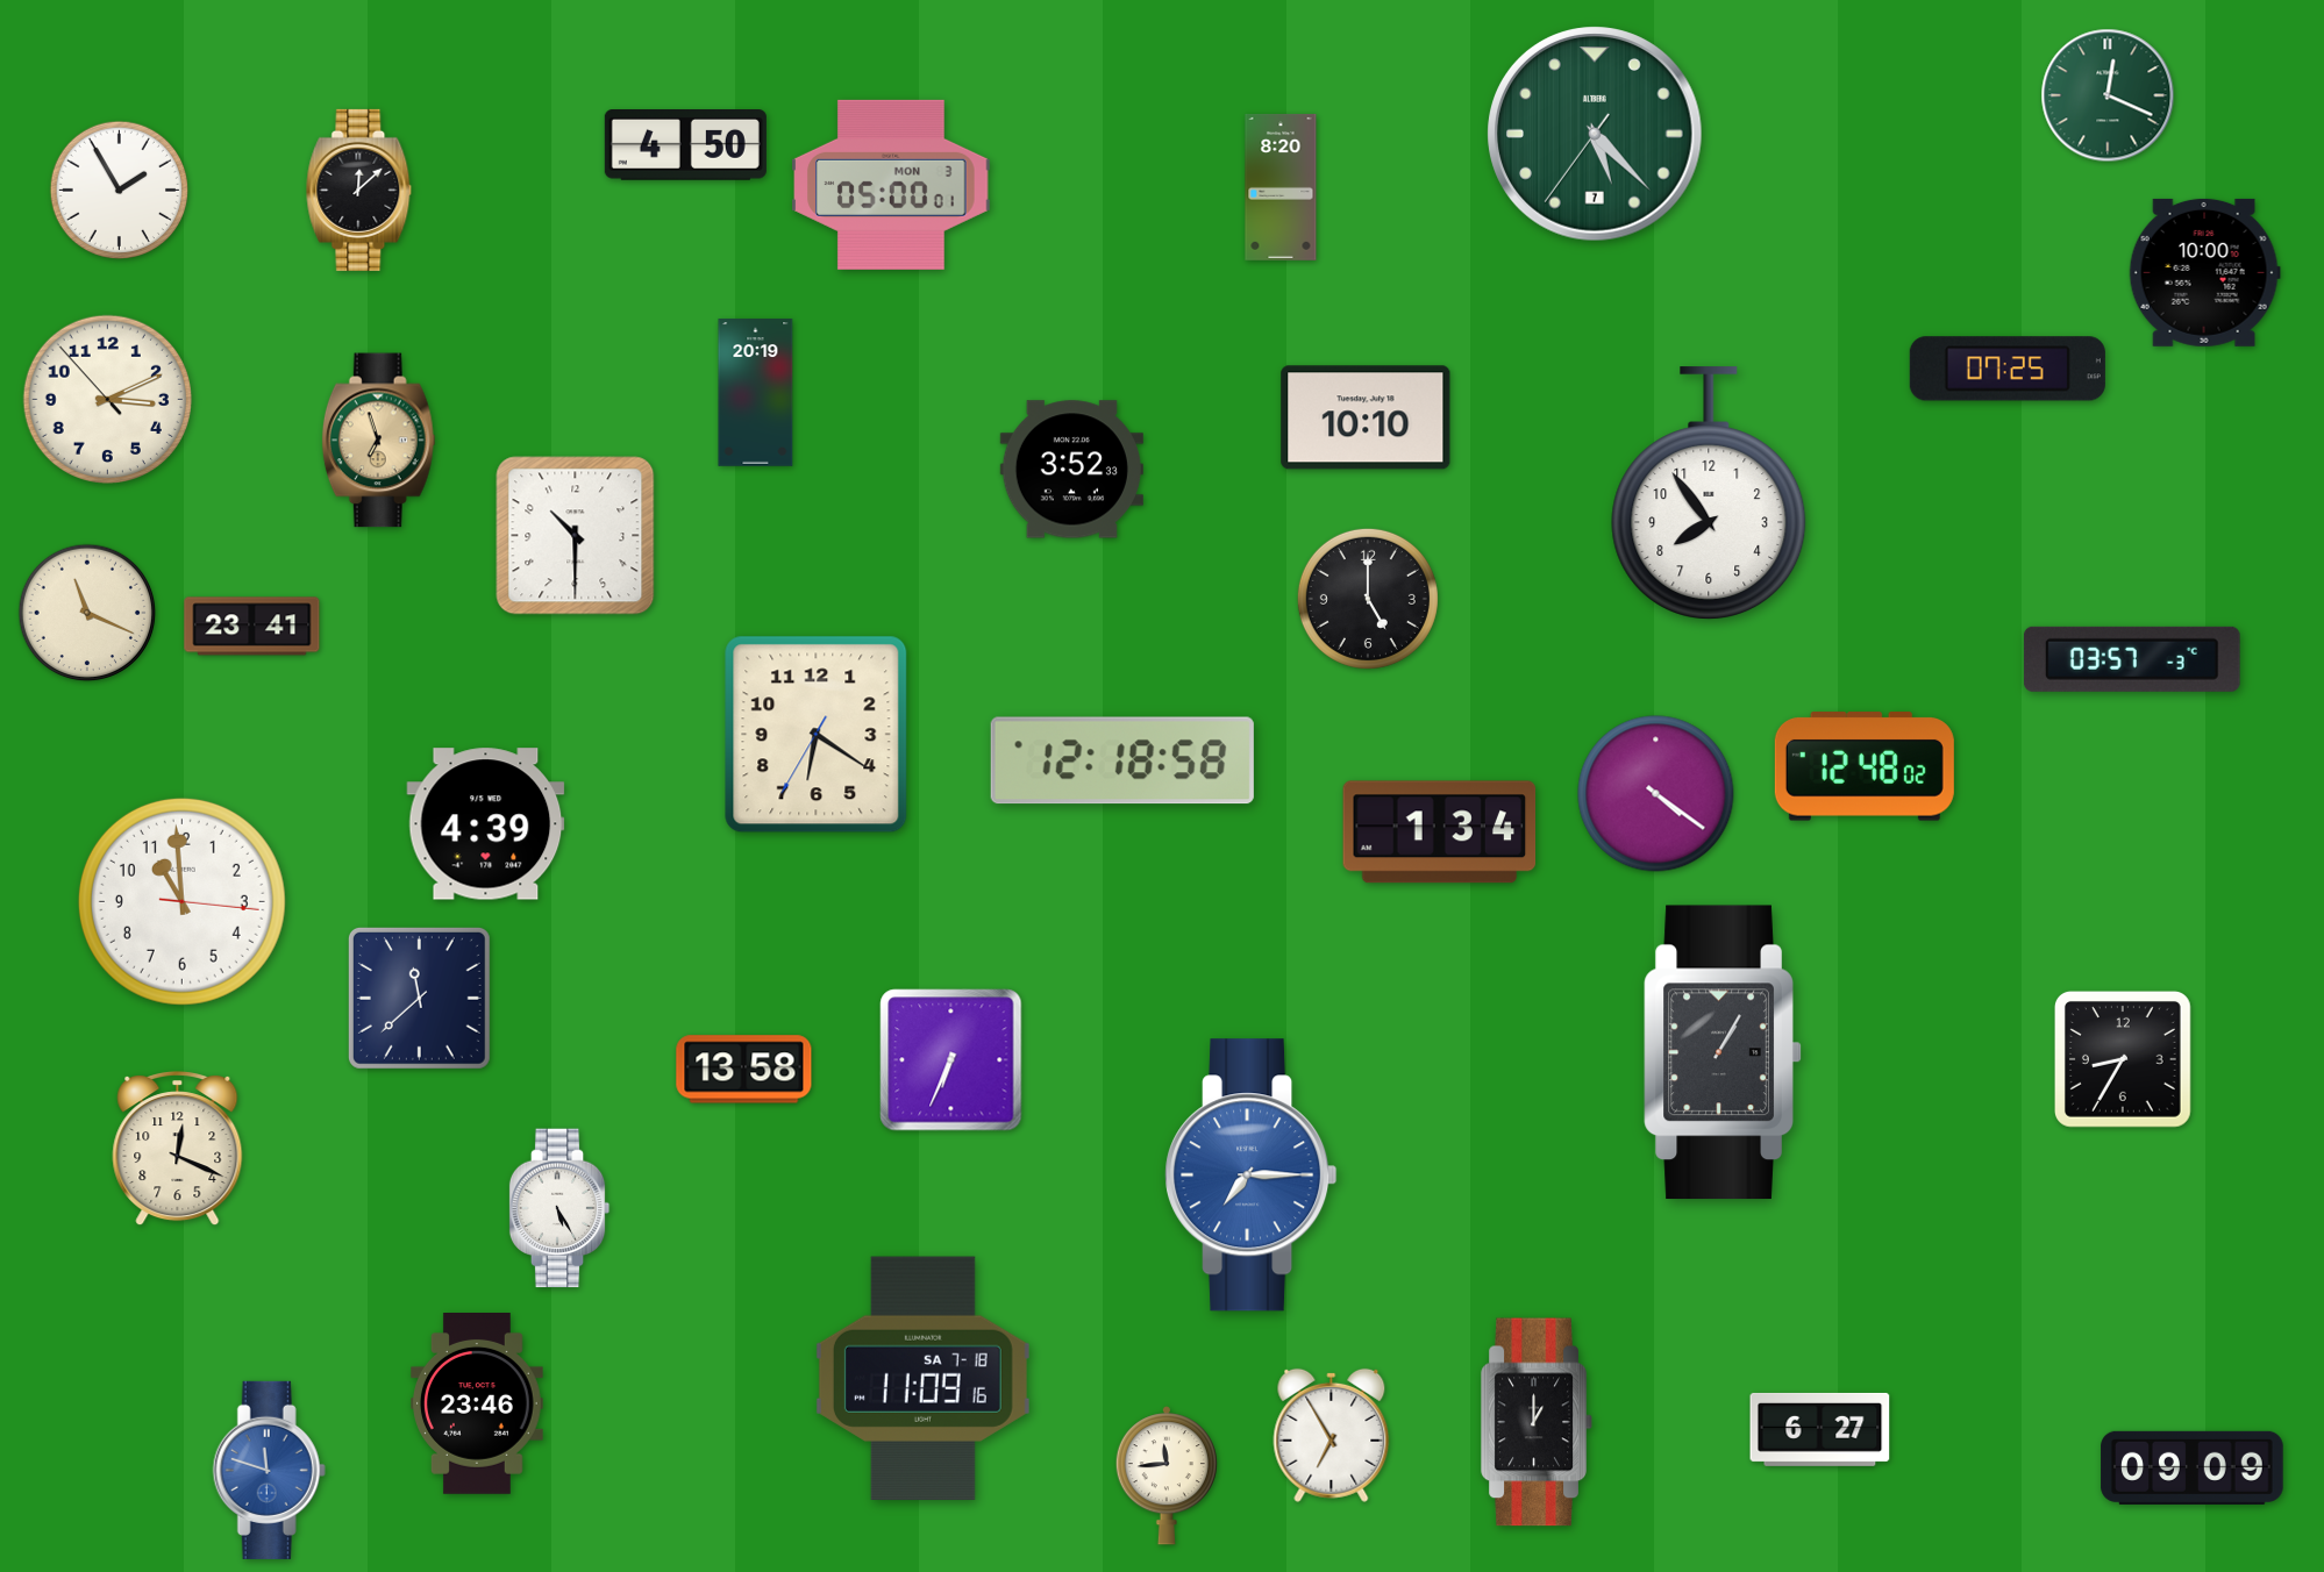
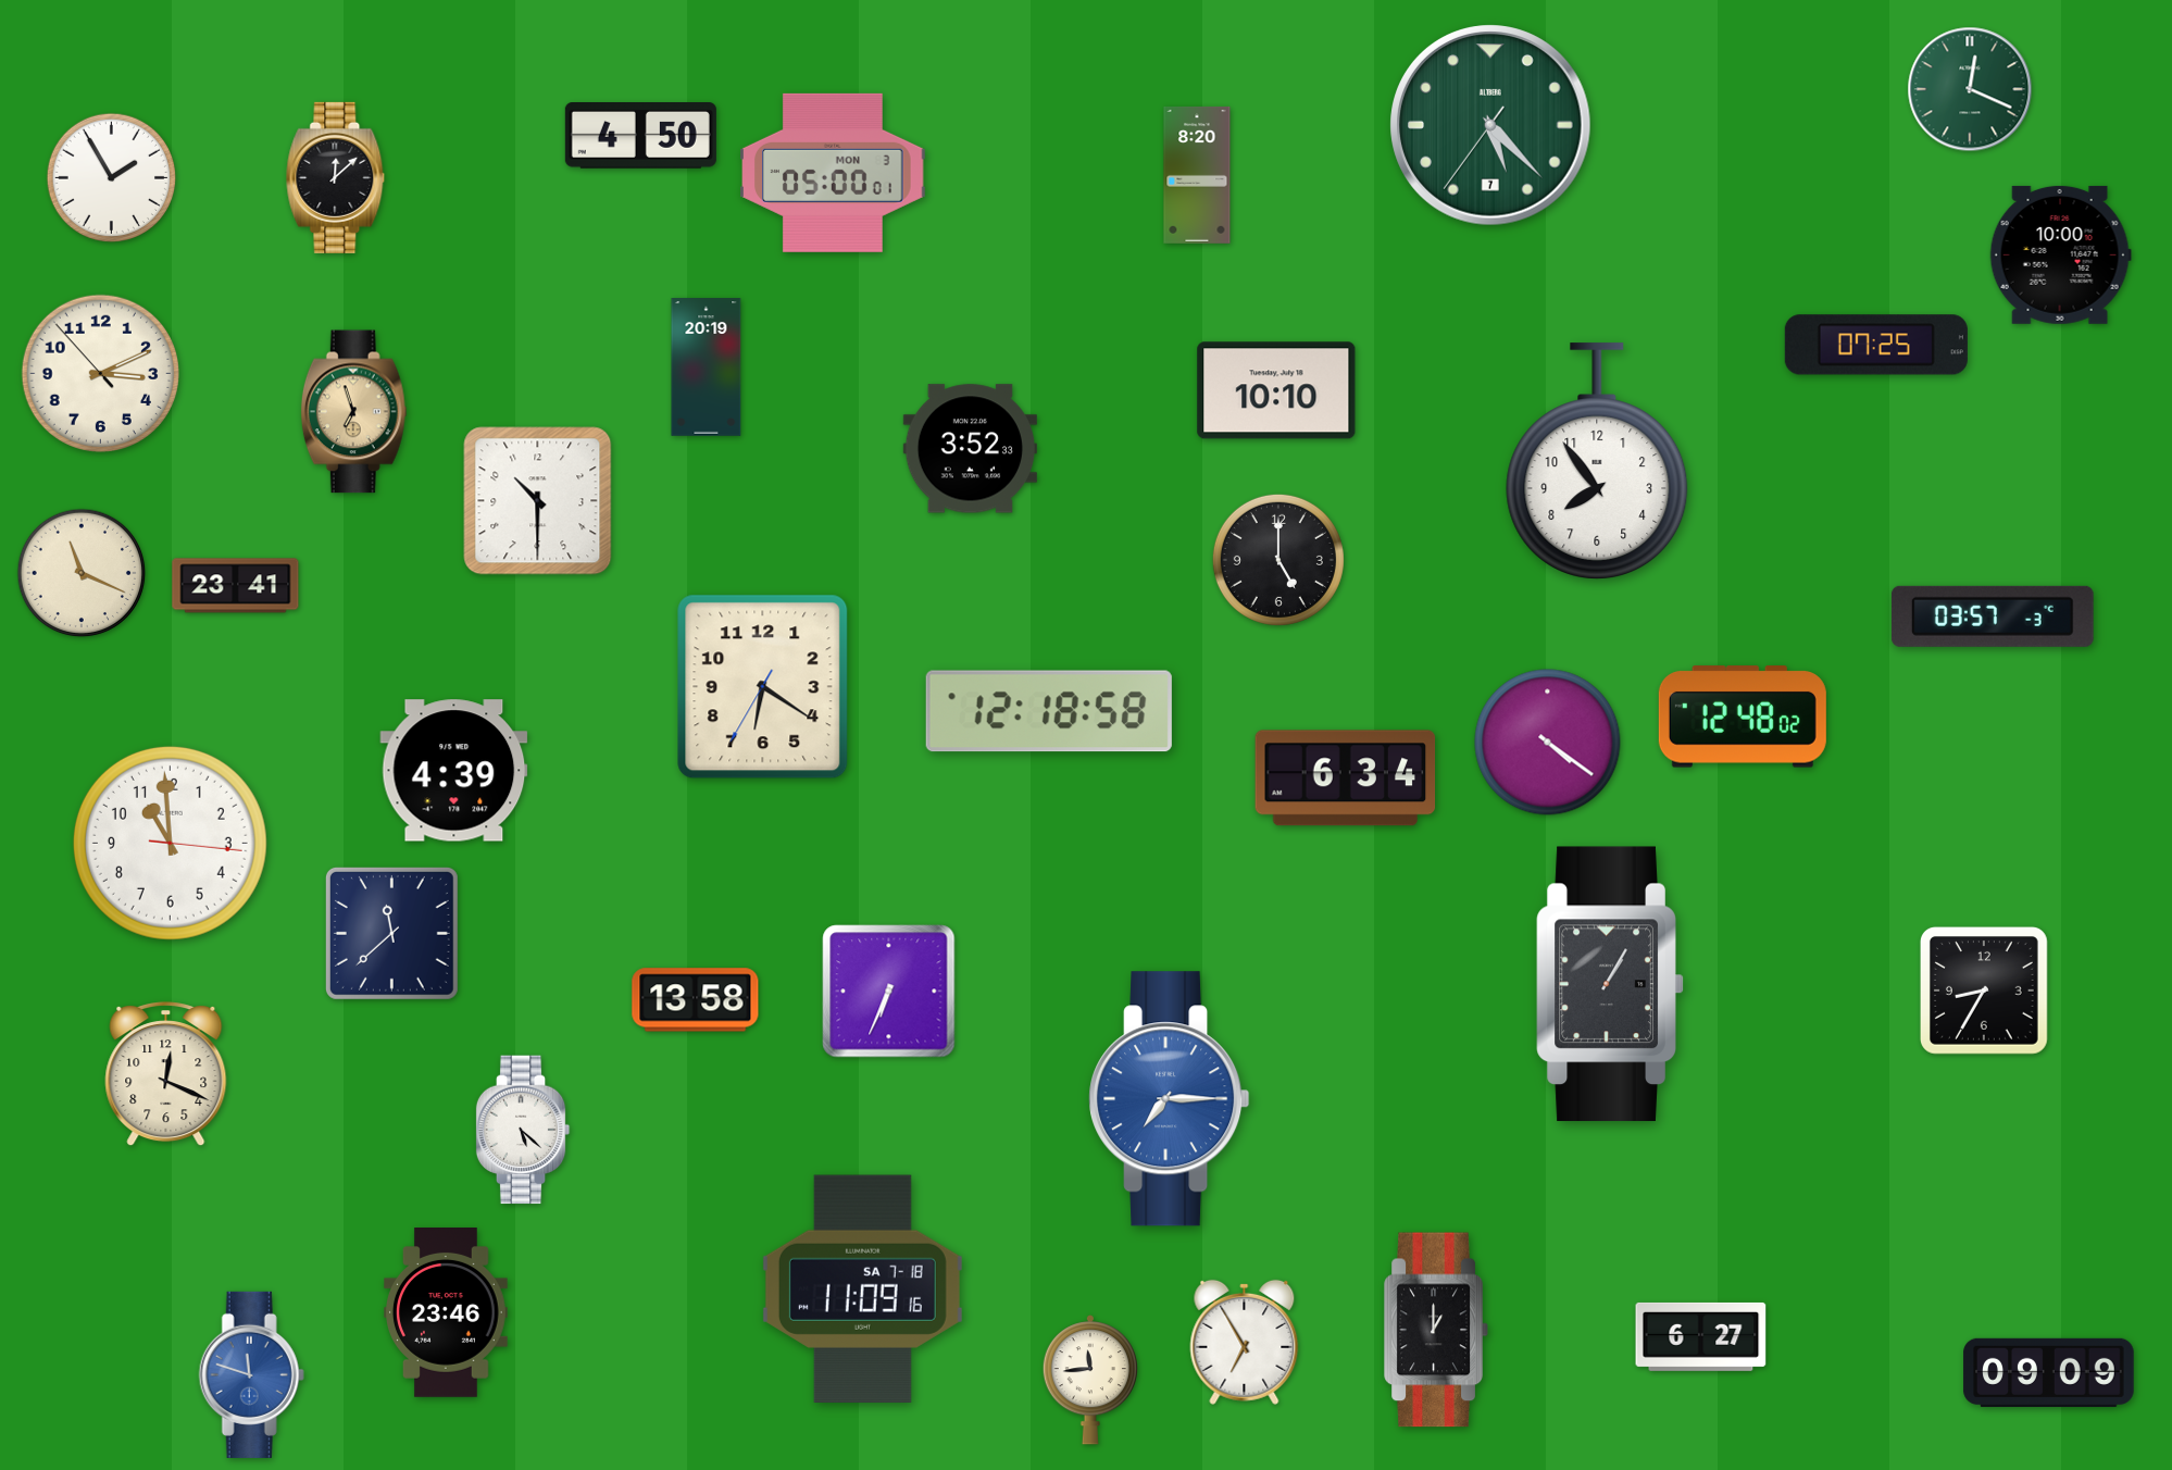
clock at (1071, 470) position: (1071, 470) -> (970, 449)
clock at (1440, 833): 1:34 -> 6:34
clock at (559, 1208): 5:25 -> 5:22
